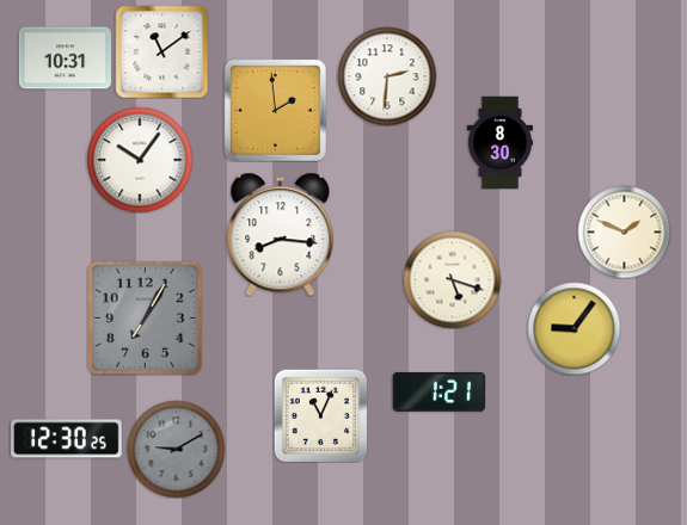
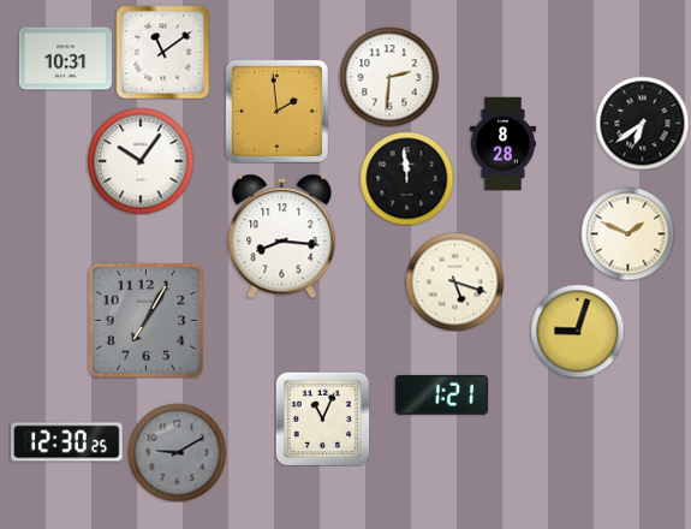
clock at (642, 123): none -> 6:39
clock at (499, 142): 8:30 -> 8:28
clock at (406, 178): none -> 11:59
clock at (573, 328): 9:06 -> 9:03
